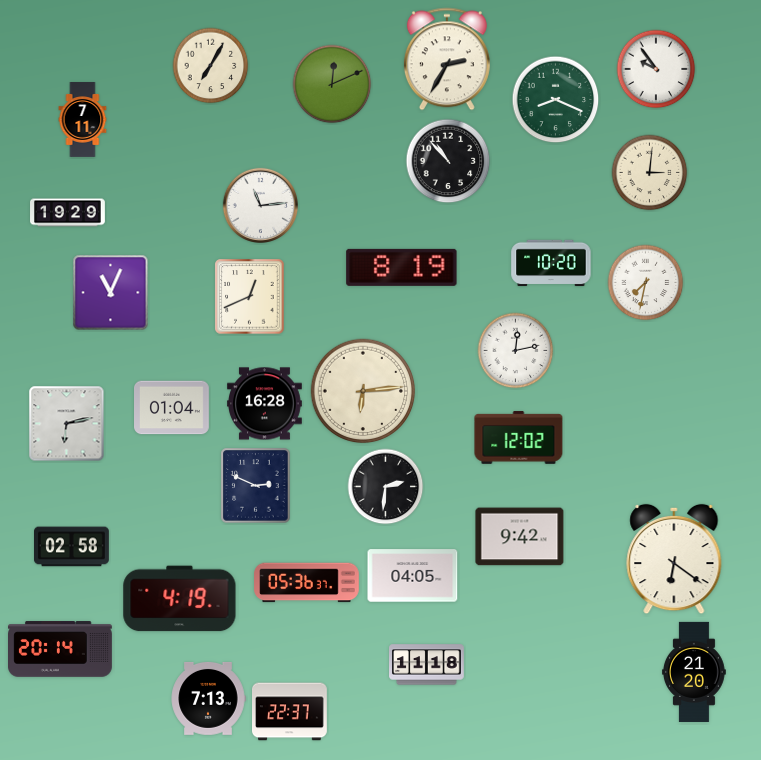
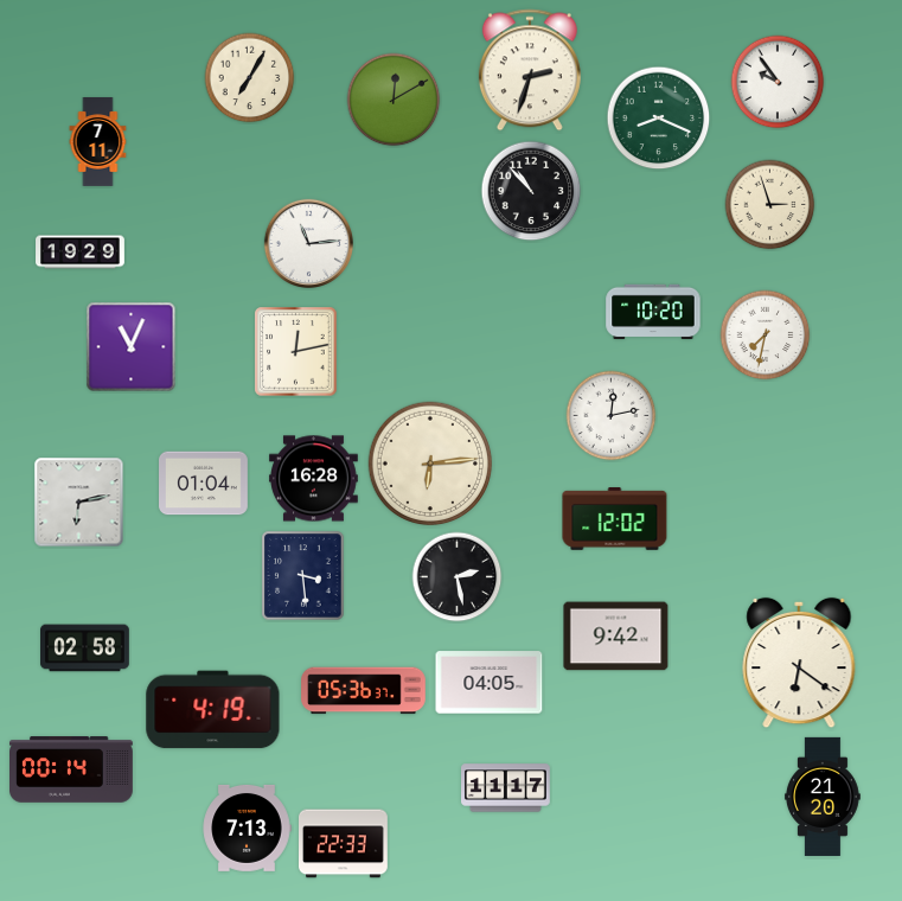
clock at (447, 59): 2:35 -> 2:33
clock at (332, 84): 12:11 -> 12:10
clock at (650, 173): 3:01 -> 2:57
clock at (402, 267): 8:19 -> none
clock at (250, 297): 12:41 -> 12:13
clock at (256, 486): 2:49 -> 3:29
clock at (386, 487): 2:31 -> 2:28
clock at (61, 649): 20:14 -> 00:14
clock at (427, 665): 11:18 -> 11:17
clock at (290, 712): 22:37 -> 22:33
